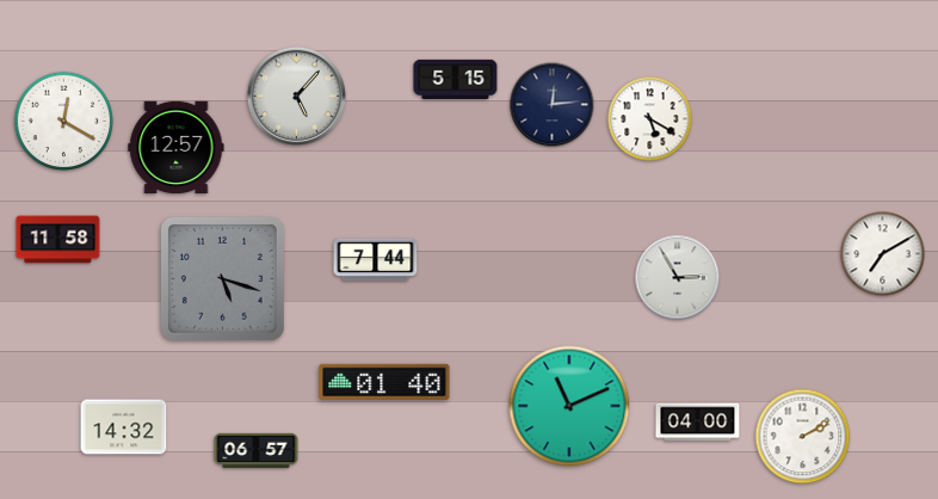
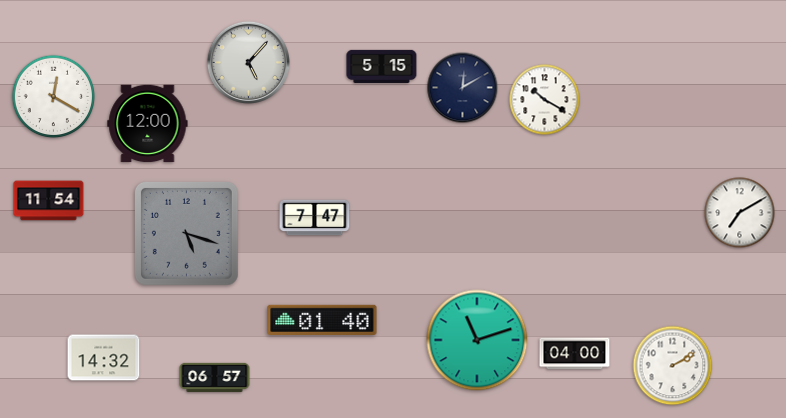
clock at (296, 96) position: (296, 96) -> (248, 62)
clock at (553, 105): 12:14 -> 12:10
clock at (650, 119): 5:20 -> 10:20
clock at (64, 122) position: (64, 122) -> (54, 97)
clock at (177, 148): 12:57 -> 12:00
clock at (58, 240): 11:58 -> 11:54
clock at (376, 260): 7:44 -> 7:47
clock at (678, 278): 2:55 -> none
clock at (569, 406): 11:11 -> 11:12
clock at (698, 423) position: (698, 423) -> (575, 354)
